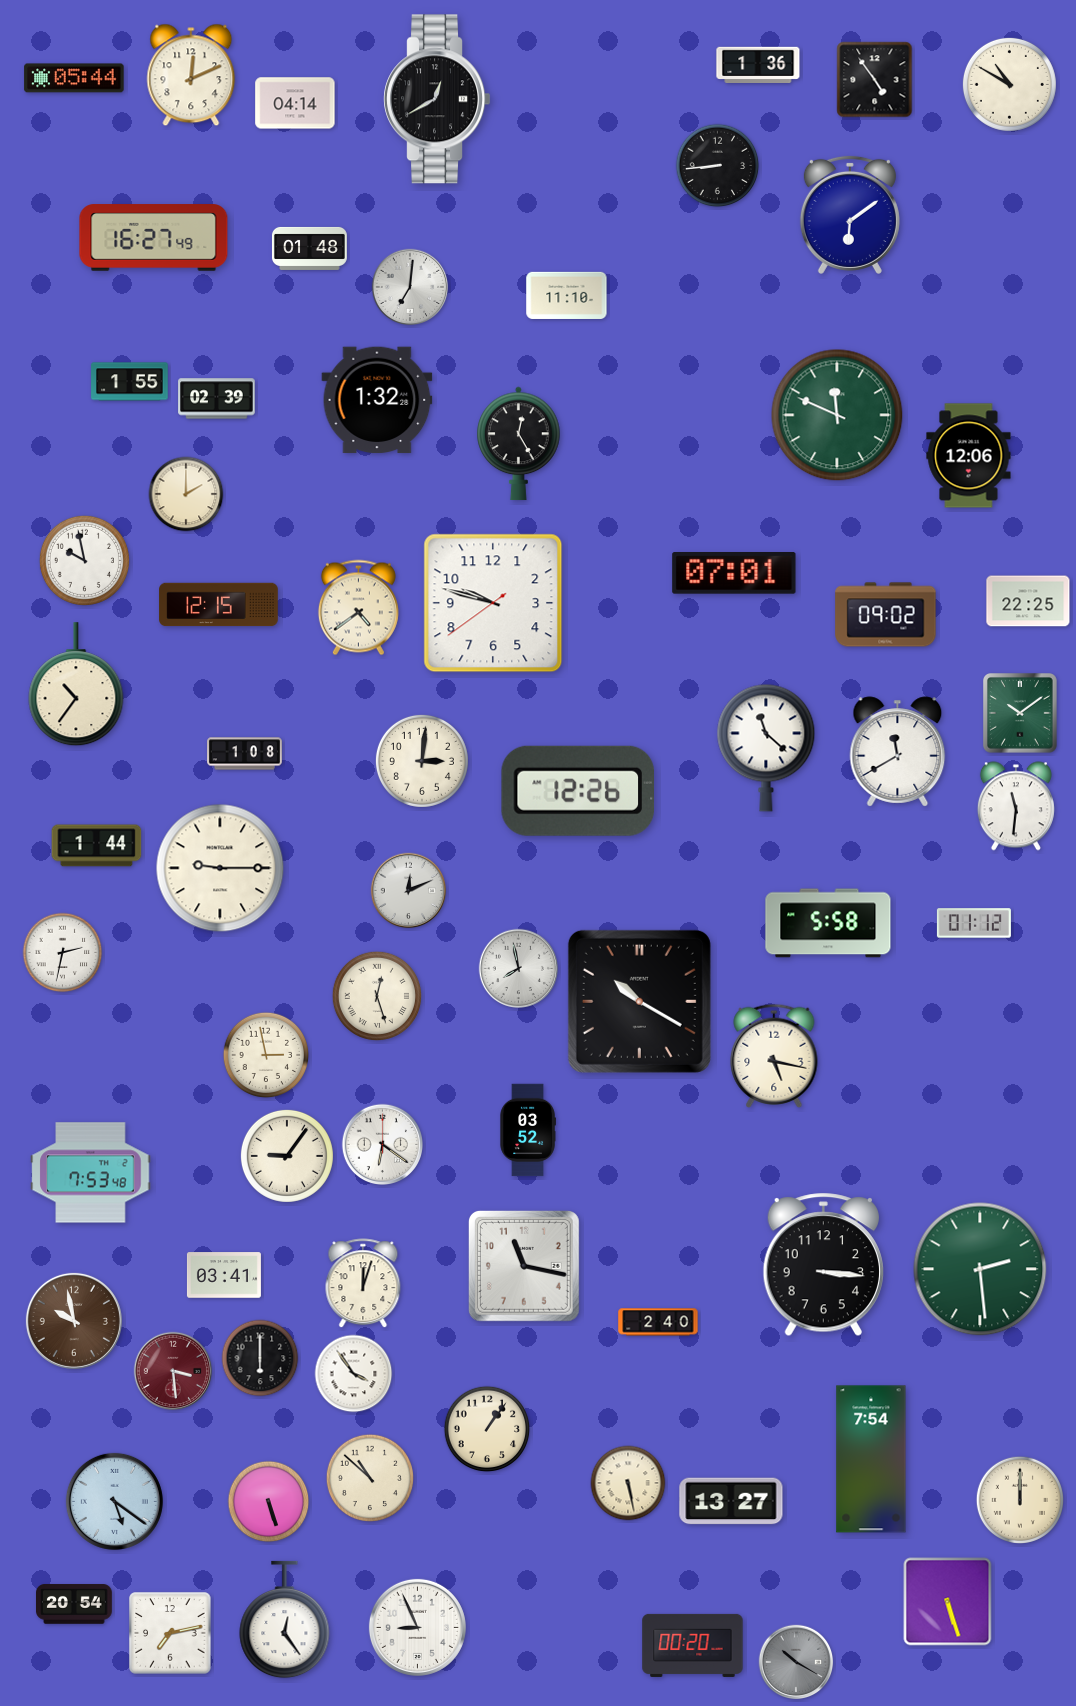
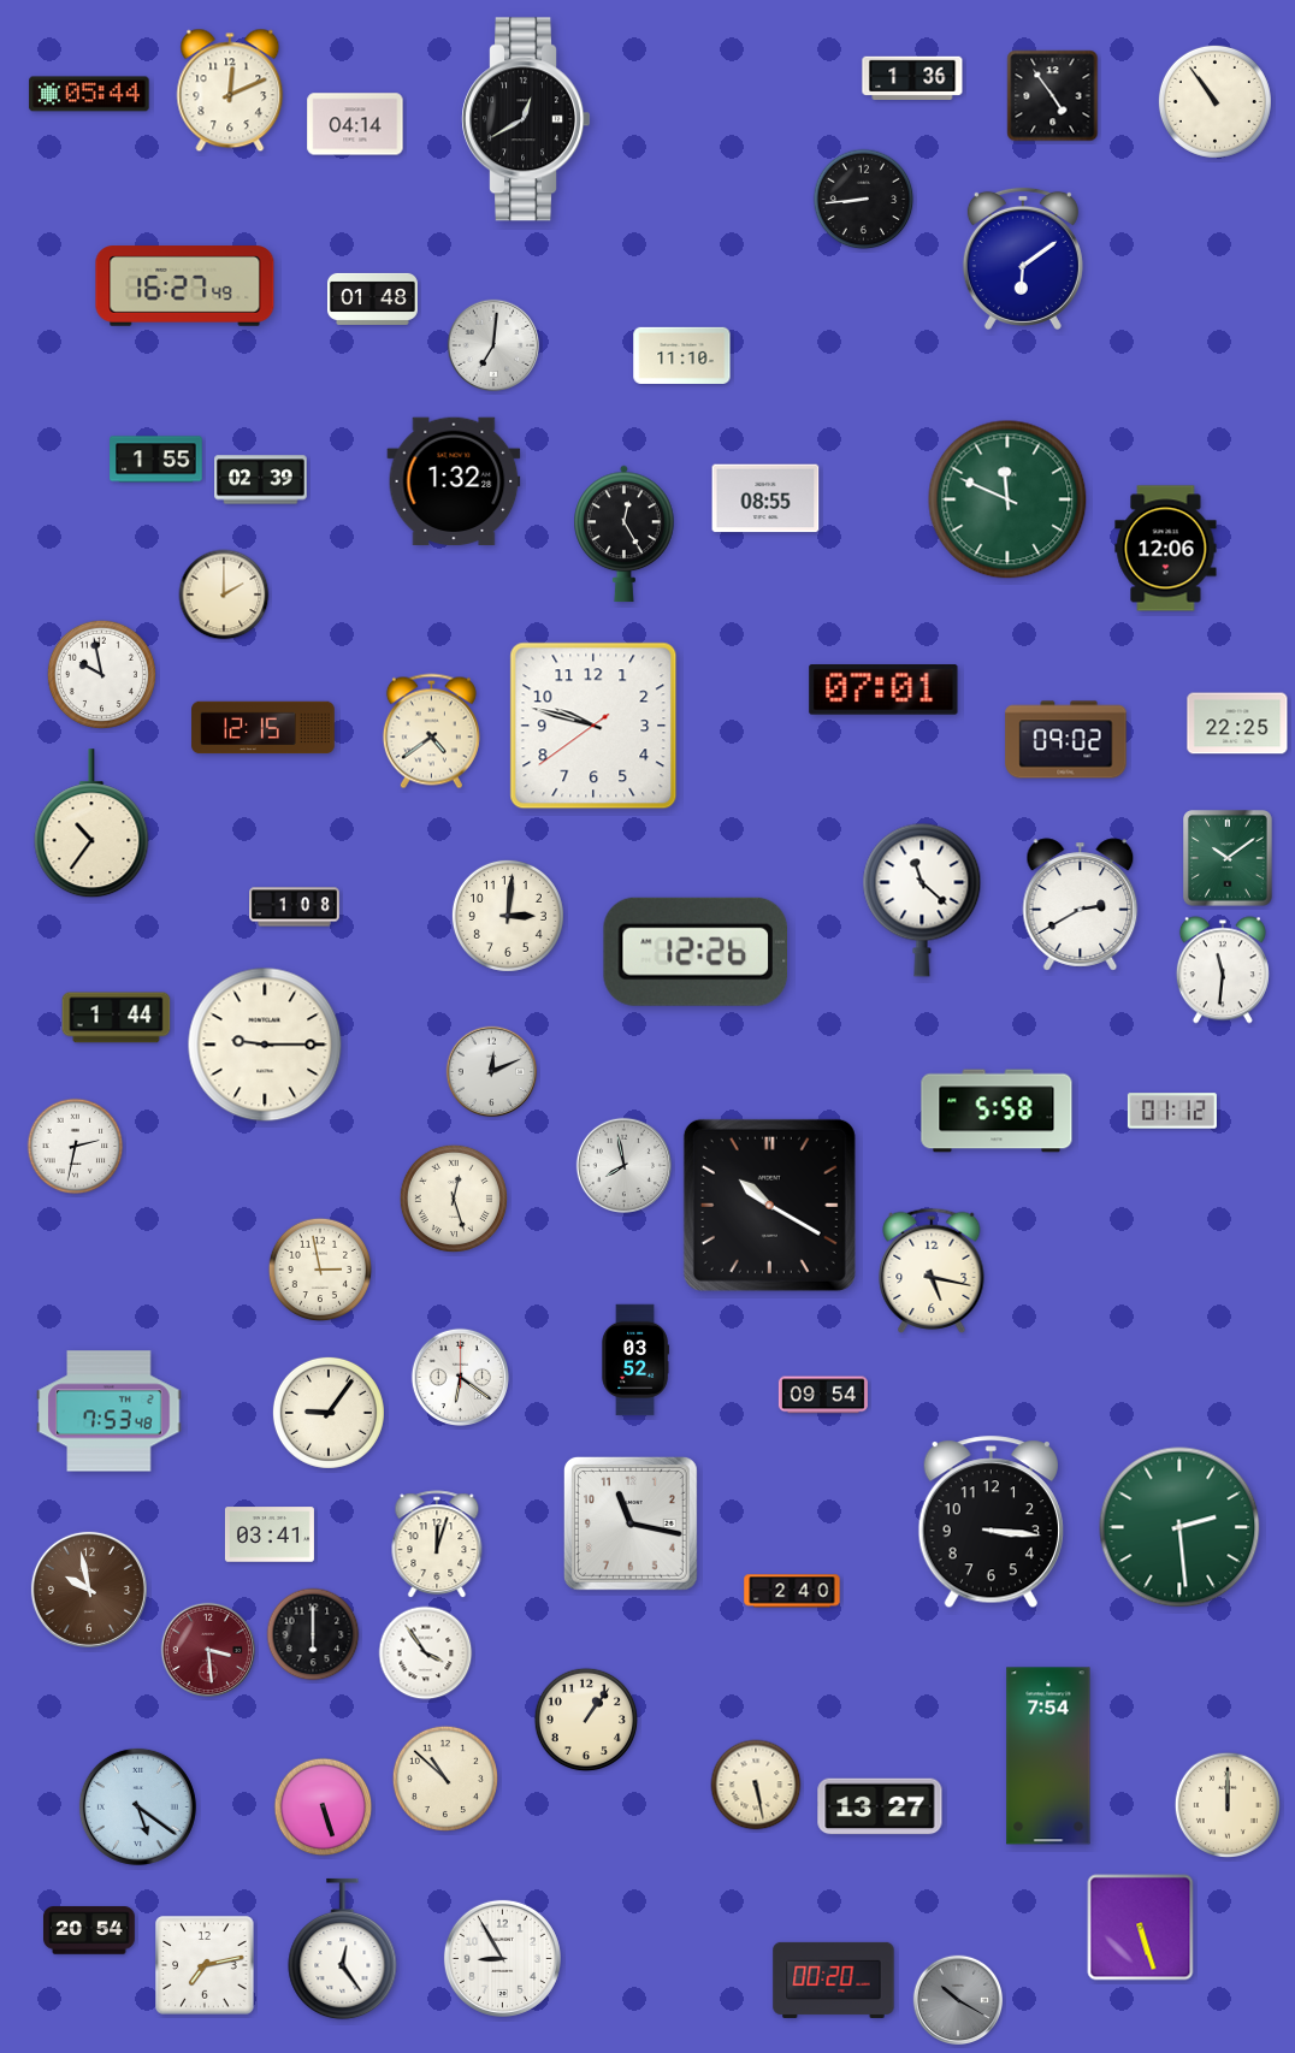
clock at (1009, 84): 10:50 -> 10:54
clock at (765, 498): none -> 08:55
clock at (898, 752): 11:40 -> 2:40
clock at (287, 1156) position: (287, 1156) -> (329, 1413)
clock at (823, 1395): none -> 09:54
clock at (417, 1627): 8:56 -> 8:55
